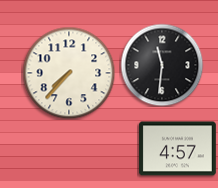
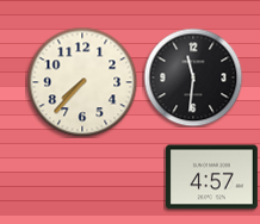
clock at (69, 73) position: (69, 73) -> (82, 82)
